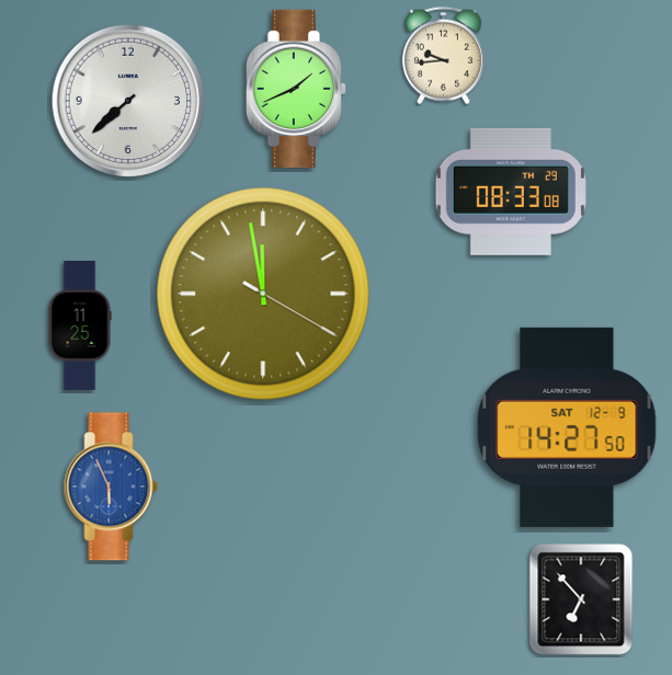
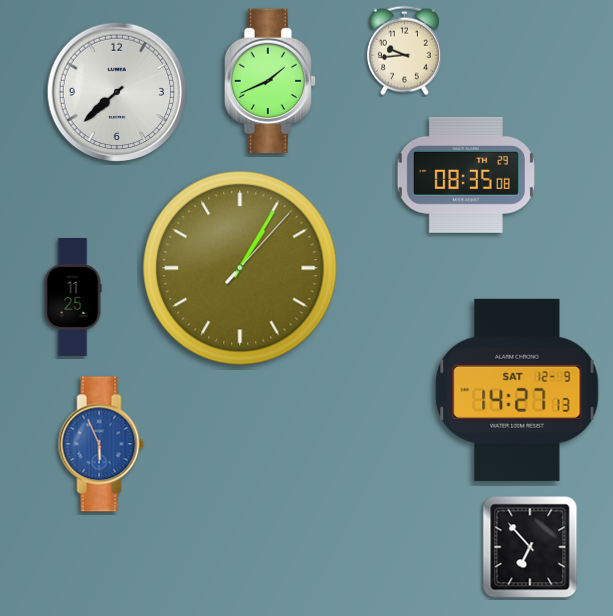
clock at (511, 192): 08:33 -> 08:35
clock at (263, 294): 11:58 -> 1:05
clock at (567, 427): 14:27:50 -> 14:27:13
